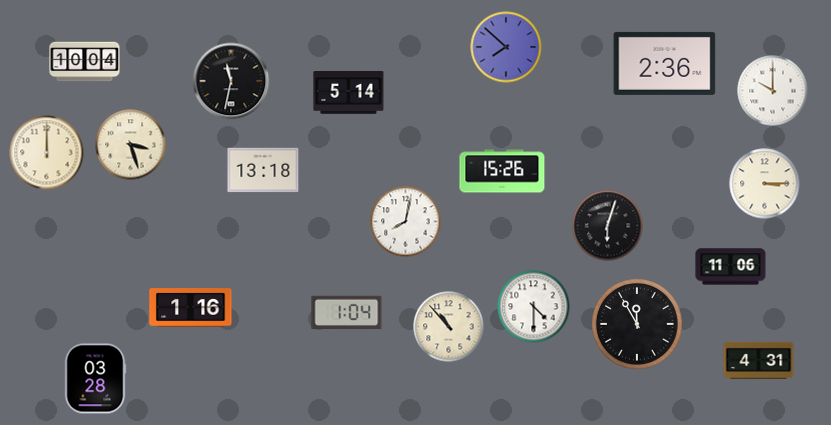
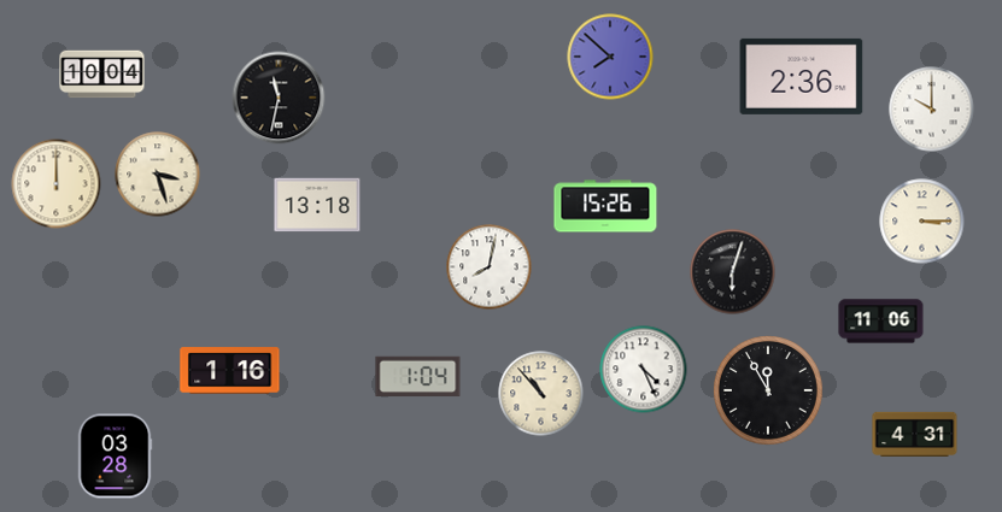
clock at (349, 93): 5:14 -> none
clock at (534, 307): 4:30 -> 4:26
